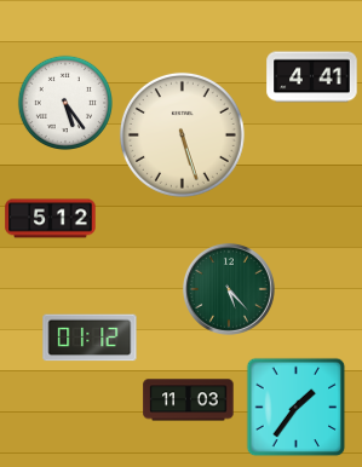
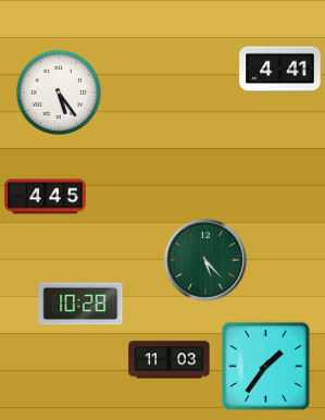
clock at (182, 134): 5:27 -> none
clock at (51, 219): 5:12 -> 4:45
clock at (90, 338): 01:12 -> 10:28
